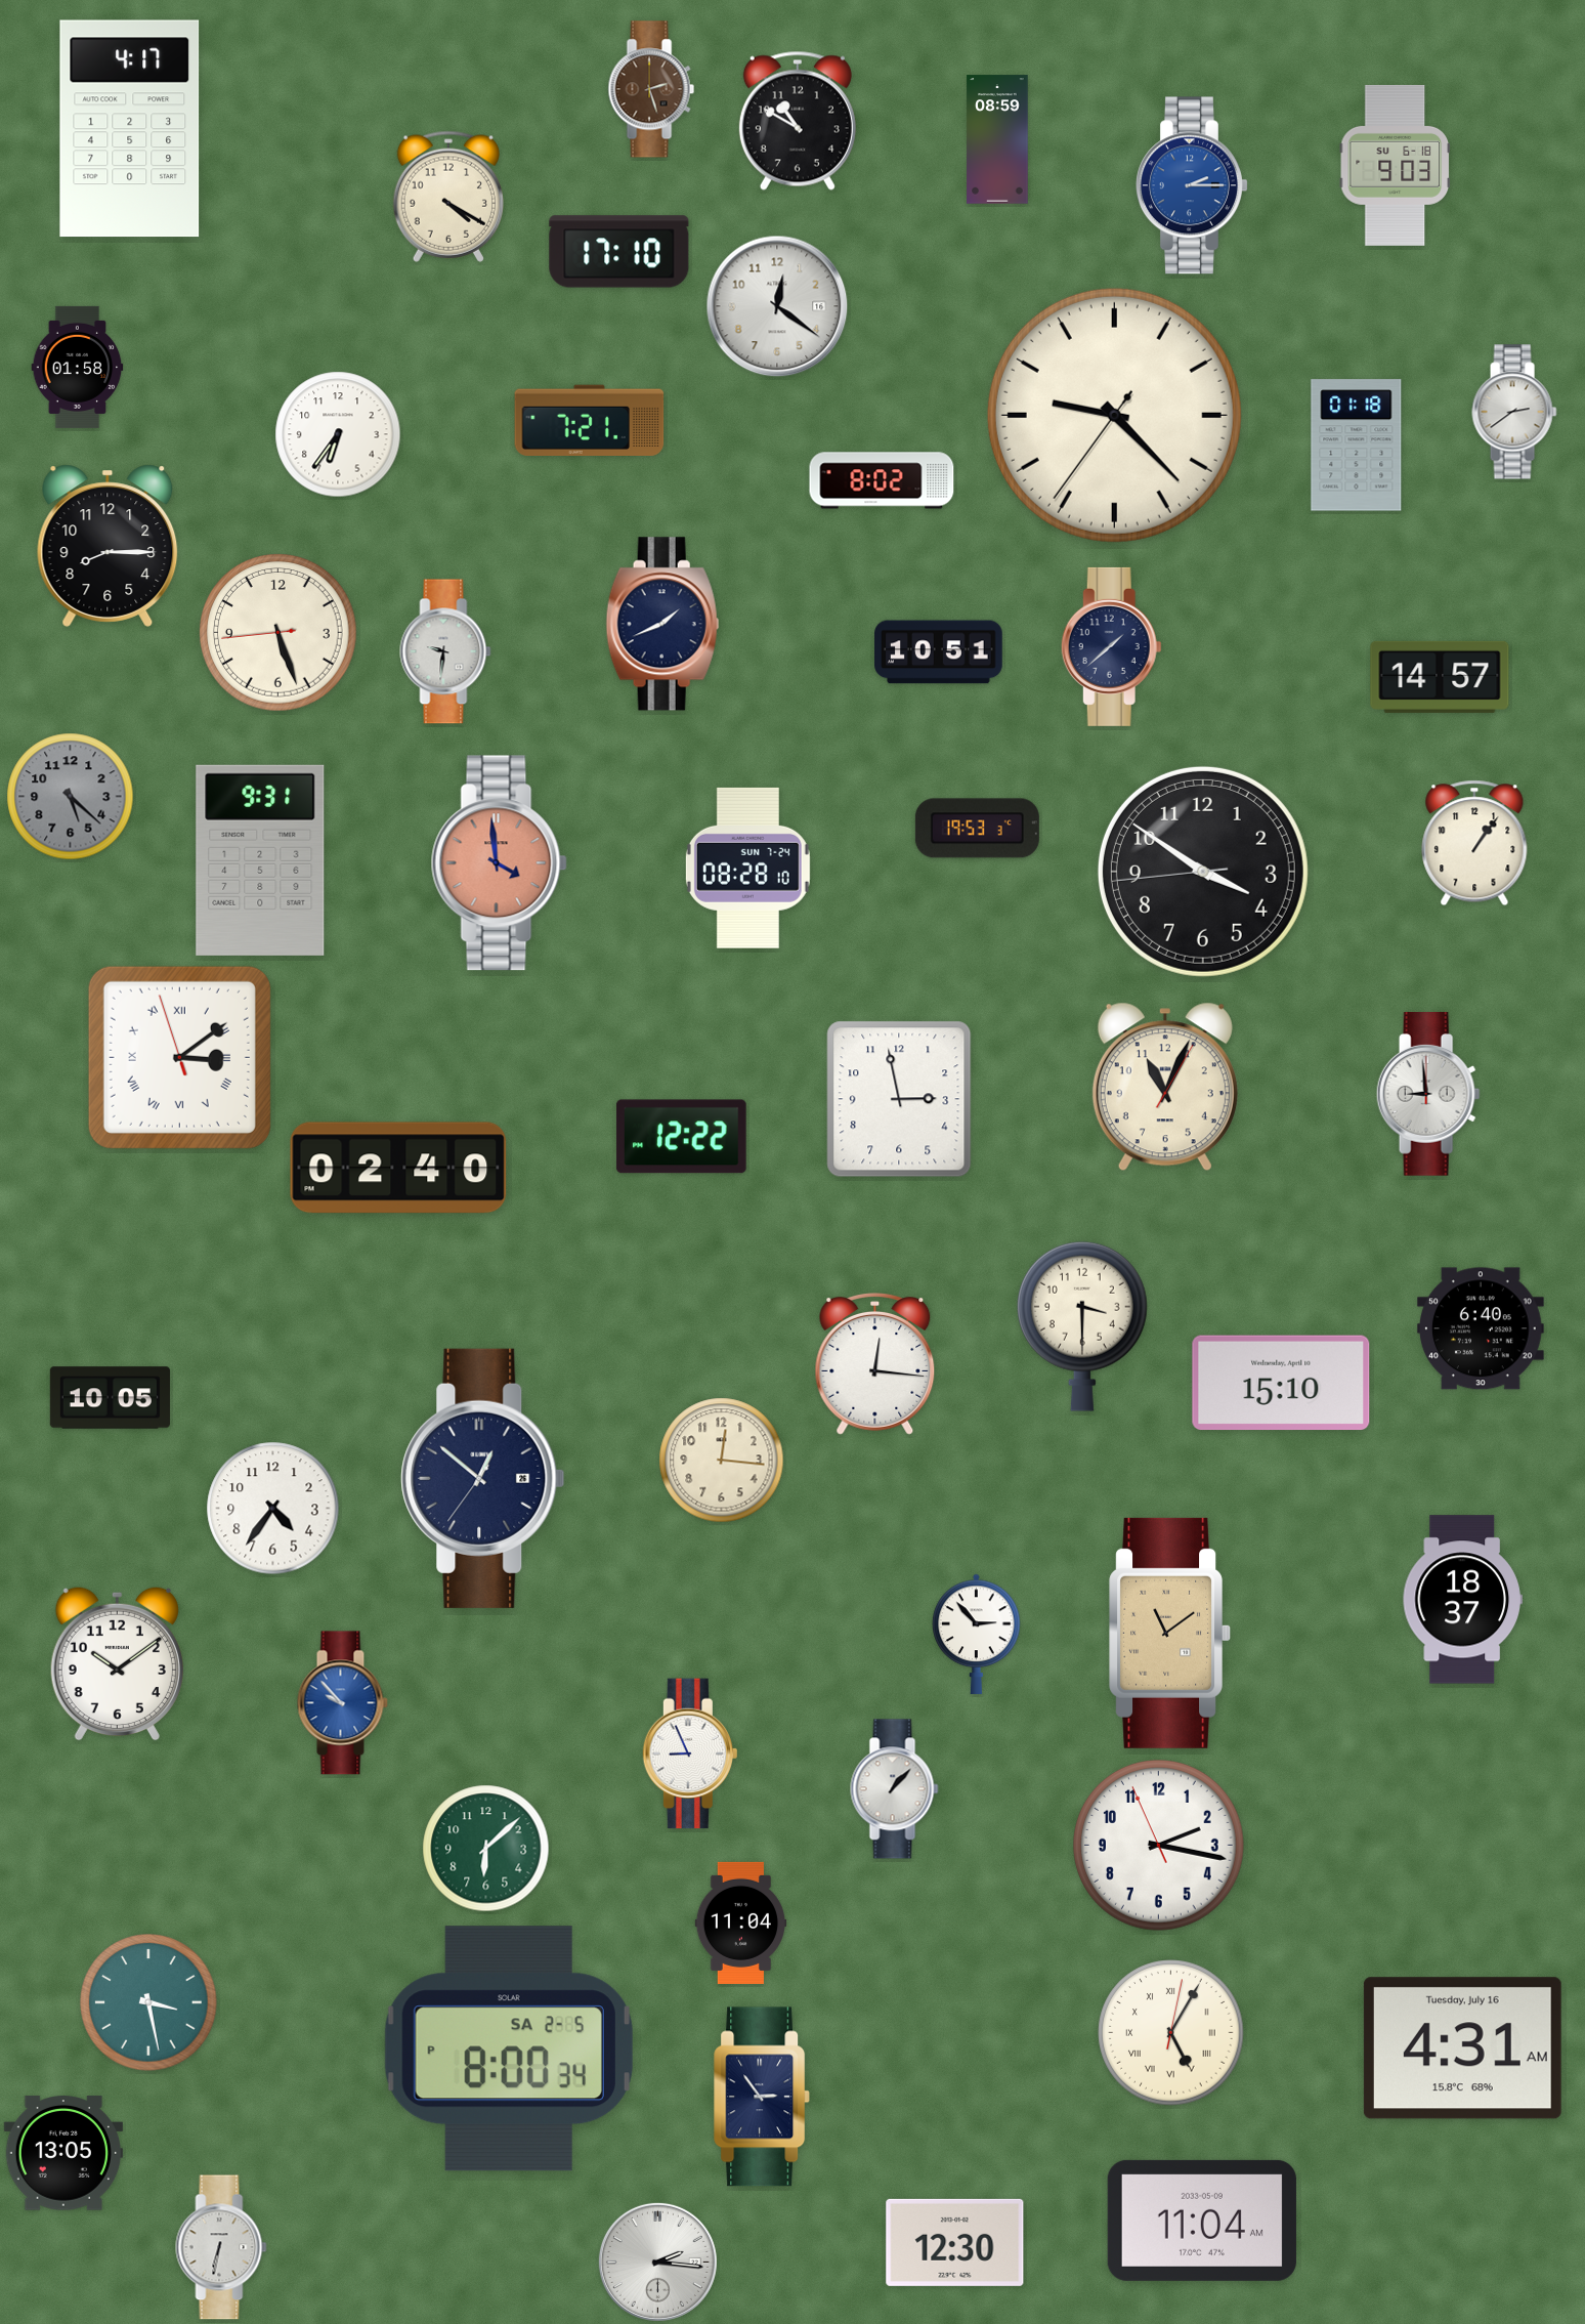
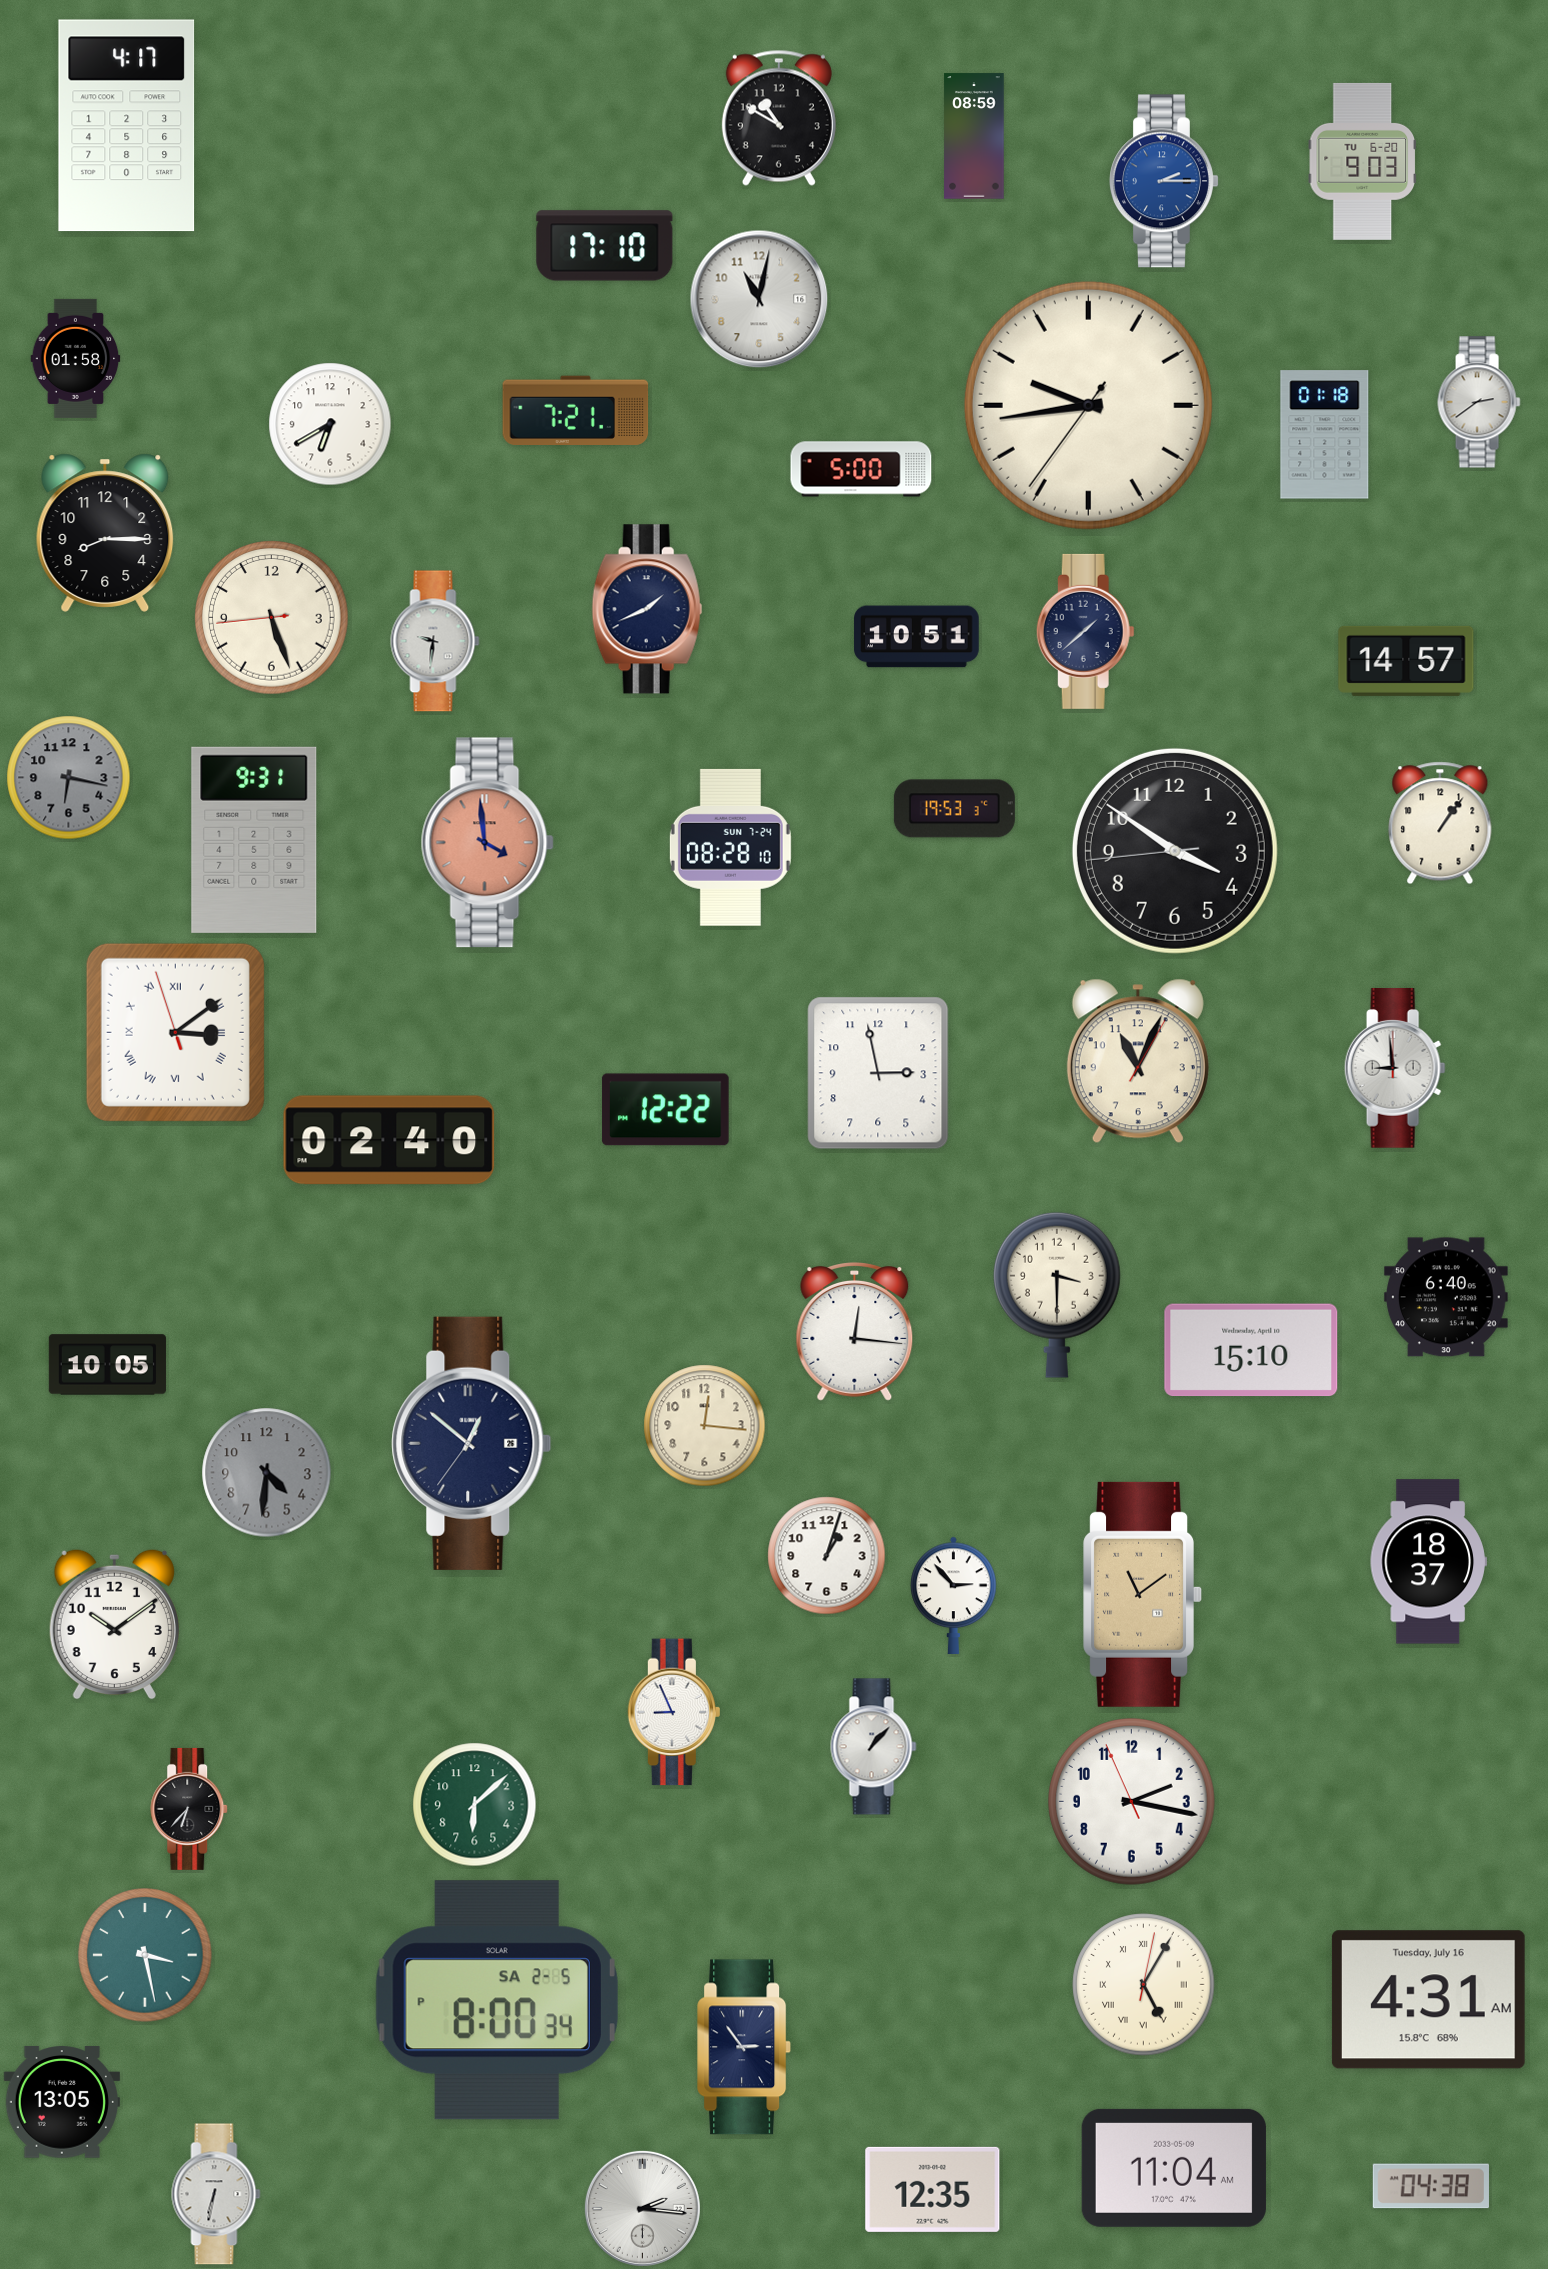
clock at (651, 89): 2:27 -> none
clock at (1395, 165) date: SU 6-18 -> TU 6-20
clock at (447, 197): 4:20 -> none
clock at (777, 306): 12:21 -> 11:02
clock at (1114, 415): 9:22 -> 9:43
clock at (338, 434): 6:36 -> 6:40
clock at (882, 480): 8:02 -> 5:00
clock at (445, 651) position: (445, 651) -> (435, 641)
clock at (71, 797): 5:22 -> 6:17
clock at (273, 1509): 4:36 -> 4:31
clock at (273, 1509) dial: white -> grey
clock at (827, 1556): none -> 1:03
clock at (342, 1703): 9:53 -> none
clock at (190, 1809): none -> 6:37
clock at (741, 1922): 11:04 -> none
clock at (1431, 2186): none -> 04:38
clock at (955, 2242): 12:30 -> 12:35
